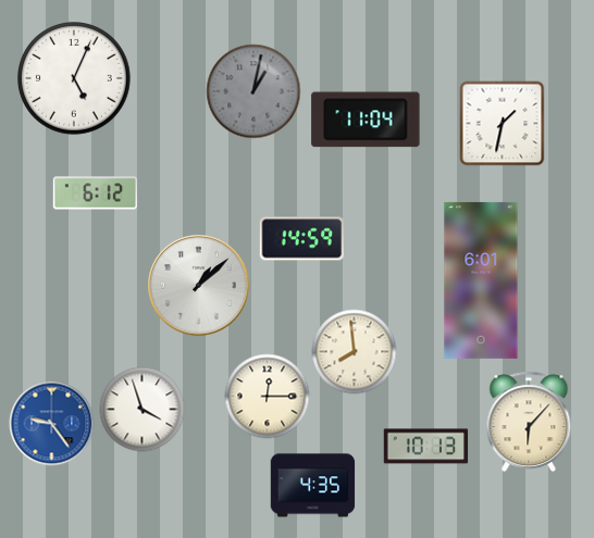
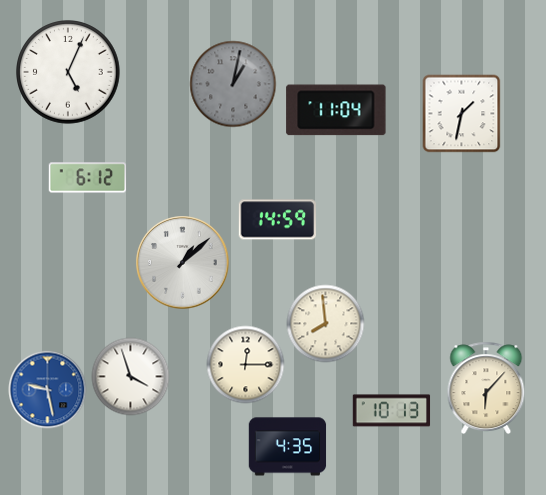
clock at (481, 280): 6:01 -> none
clock at (51, 423): 9:24 -> 9:28
